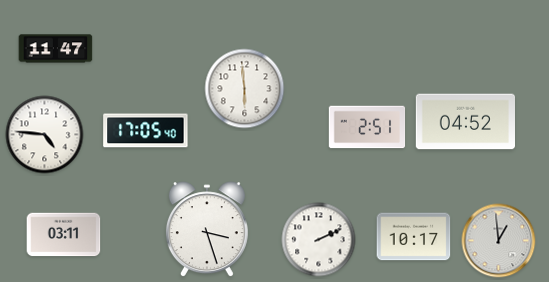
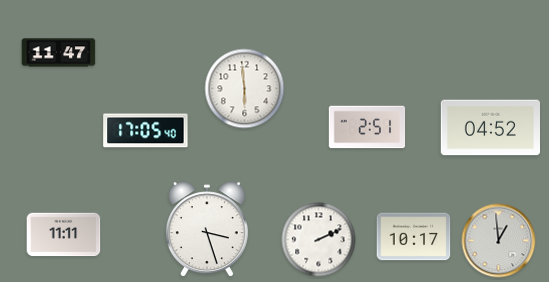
clock at (56, 49) position: (56, 49) -> (59, 53)
clock at (465, 122) position: (465, 122) -> (490, 128)
clock at (45, 135): 4:46 -> none
clock at (64, 235): 03:11 -> 11:11
